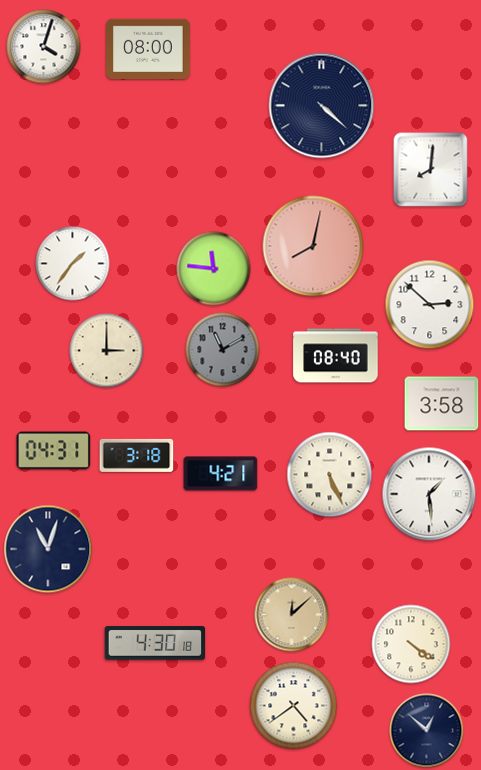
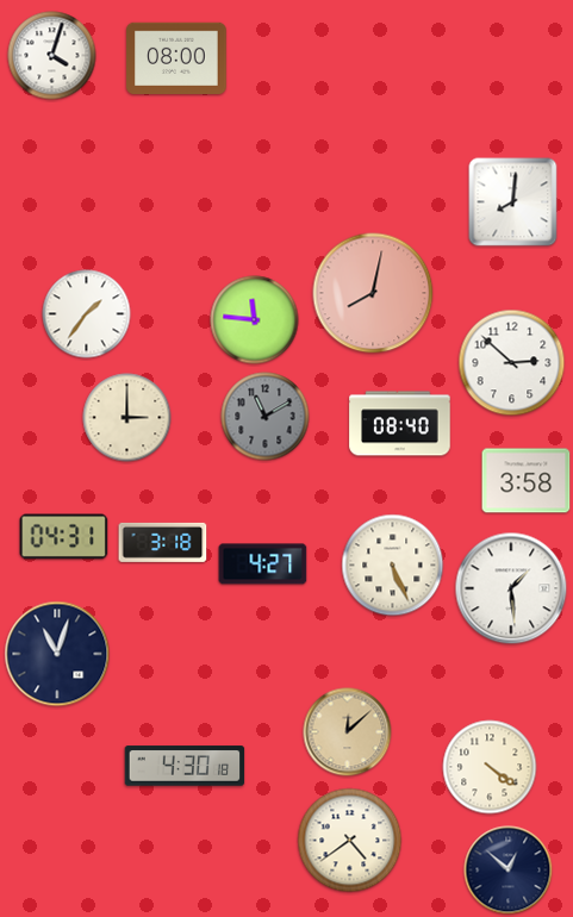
clock at (322, 106): 4:22 -> none
clock at (221, 474): 4:21 -> 4:27
